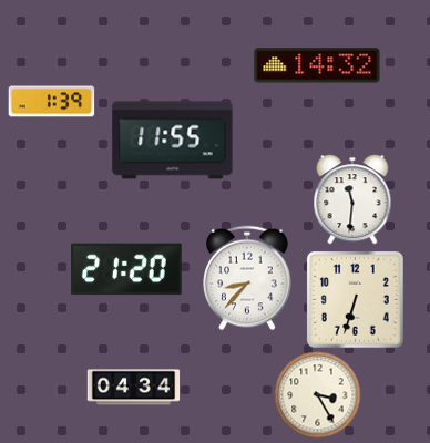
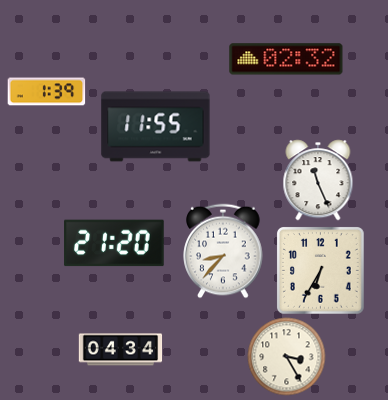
clock at (317, 65): 14:32 -> 02:32
clock at (352, 199): 11:31 -> 11:26
clock at (356, 300): 6:33 -> 6:35
